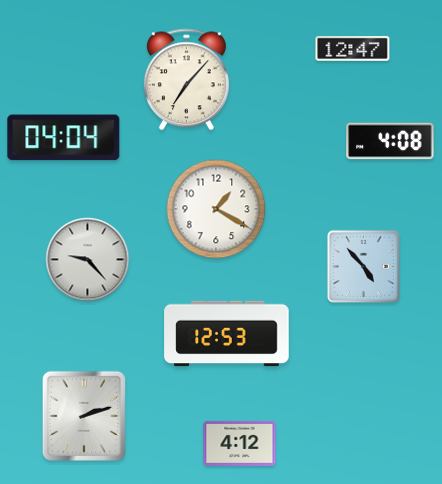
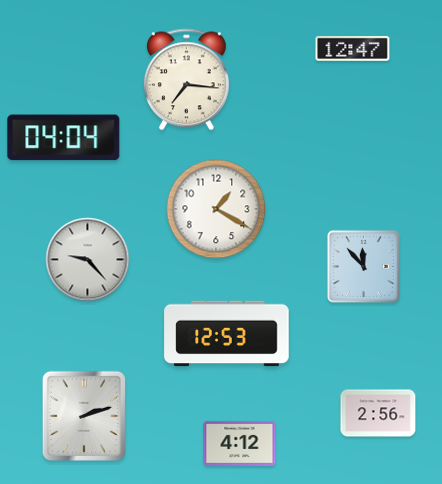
clock at (186, 80): 7:07 -> 7:16
clock at (390, 141): 4:08 -> none
clock at (363, 266): 4:53 -> 11:53
clock at (378, 413): none -> 2:56
